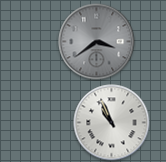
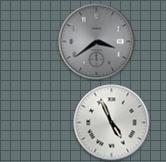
clock at (112, 123): 10:56 -> 4:56
